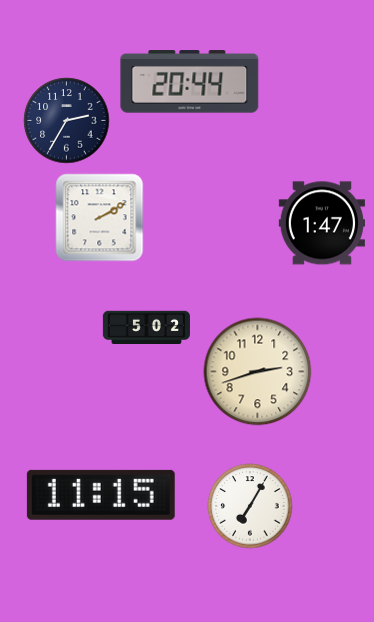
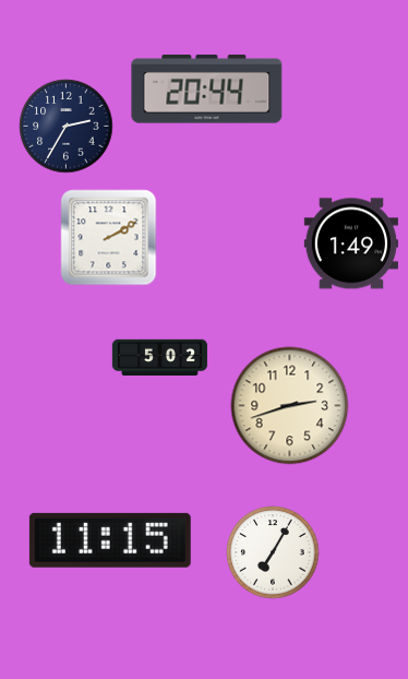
clock at (67, 121) position: (67, 121) -> (67, 127)
clock at (321, 223): 1:47 -> 1:49
clock at (258, 372) position: (258, 372) -> (290, 406)
